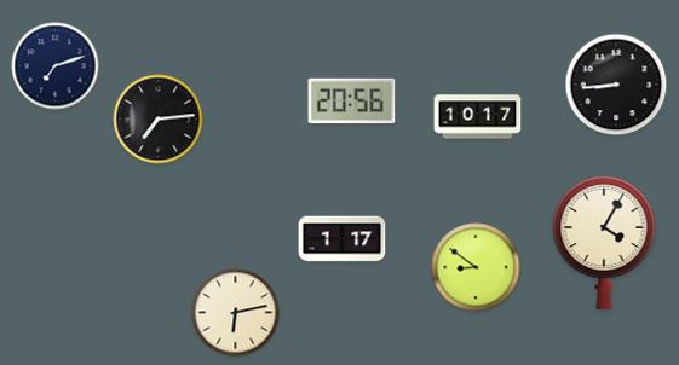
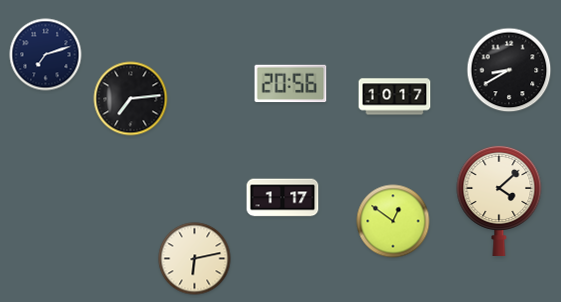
clock at (616, 85): 8:44 -> 8:40
clock at (604, 242): 4:05 -> 4:08
clock at (476, 267): 8:51 -> 12:51
